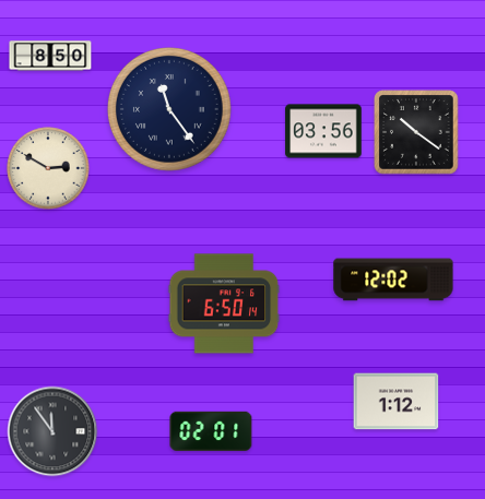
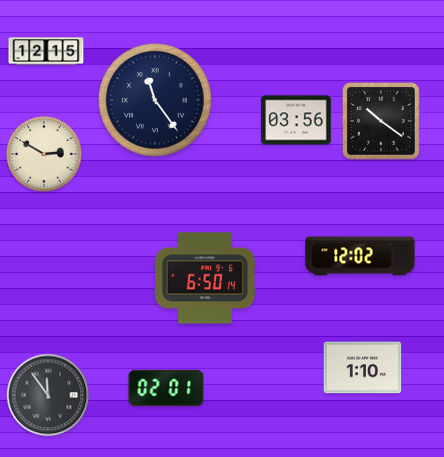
clock at (50, 56): 8:50 -> 12:15
clock at (397, 402): 1:12 -> 1:10
clock at (211, 431) position: (211, 431) -> (166, 388)
